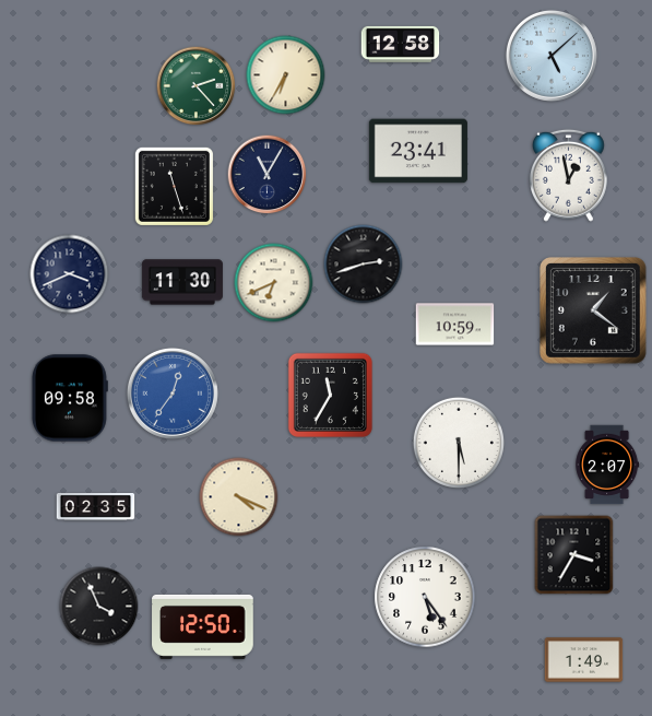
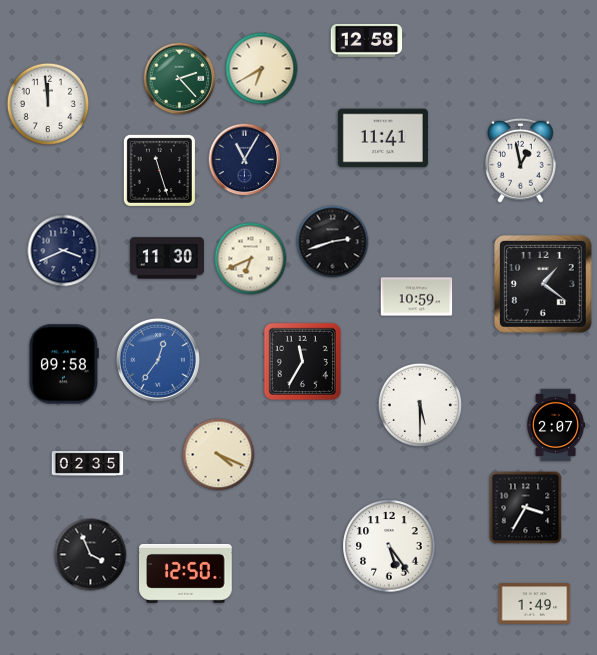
clock at (552, 56): 5:08 -> none
clock at (286, 75): 6:35 -> 6:40
clock at (47, 103): none -> 11:59
clock at (418, 151): 23:41 -> 11:41
